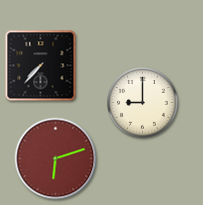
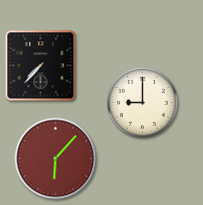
clock at (56, 159): 6:12 -> 6:07
